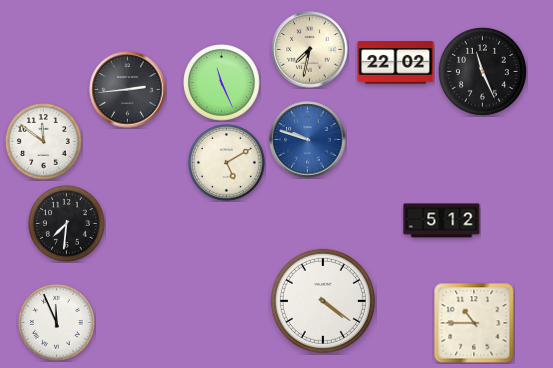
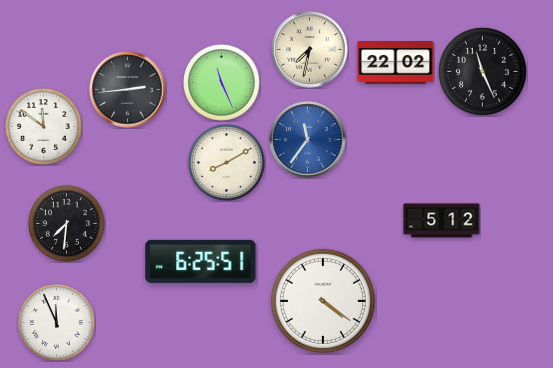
clock at (308, 140): 9:48 -> 11:36
clock at (44, 142) position: (44, 142) -> (44, 127)
clock at (227, 163): 5:10 -> 8:10
clock at (201, 261): none -> 6:25
clock at (474, 323): 10:45 -> none
